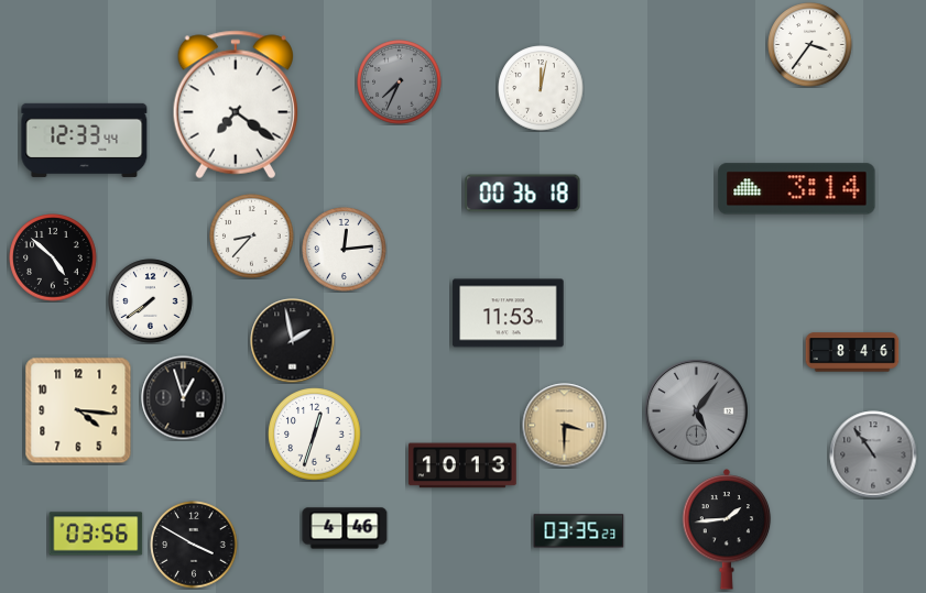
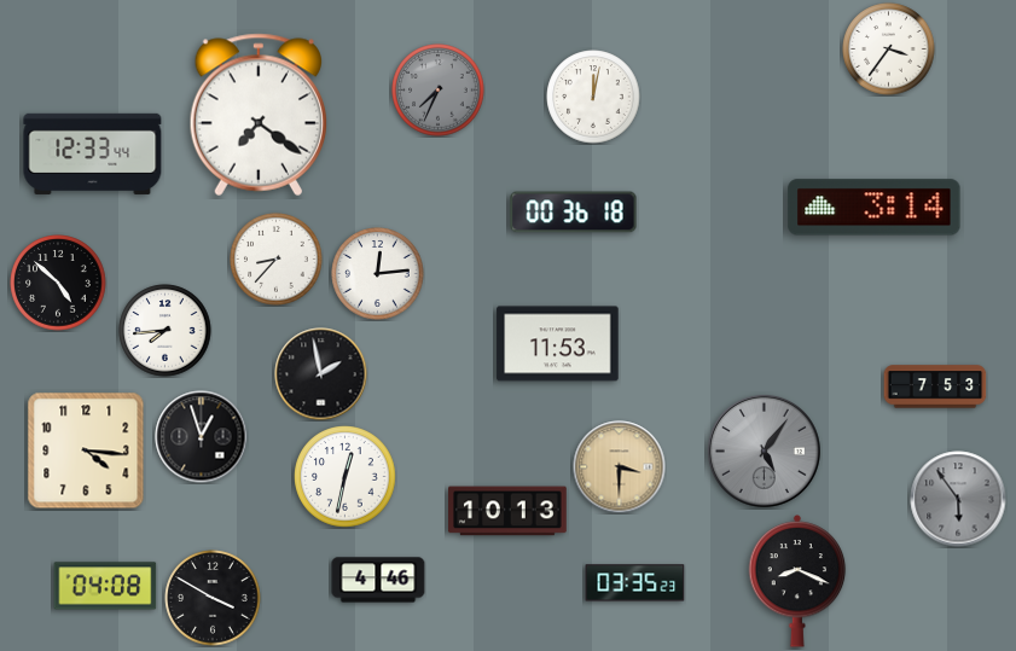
clock at (151, 301): 7:39 -> 7:44
clock at (852, 352): 8:46 -> 7:53
clock at (315, 435): 12:33 -> 12:32
clock at (873, 454): 10:54 -> 5:54
clock at (727, 530): 1:44 -> 8:19
clock at (96, 534): 03:56 -> 04:08
